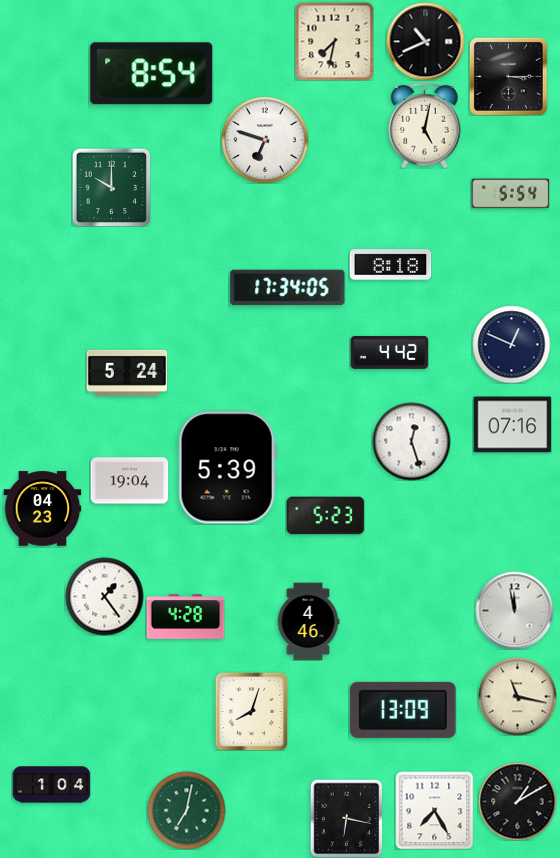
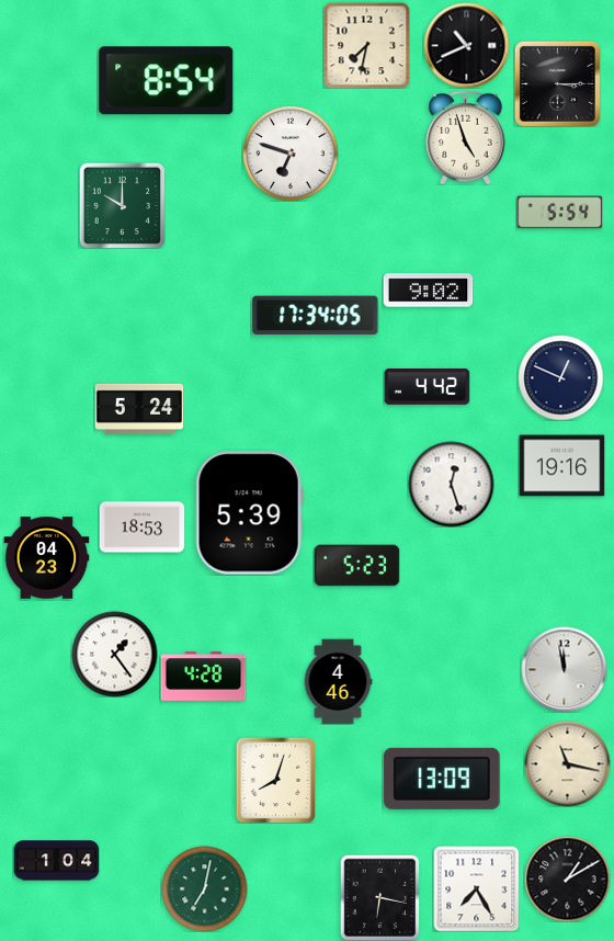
clock at (425, 125): 5:02 -> 4:57
clock at (390, 265): 8:18 -> 9:02
clock at (512, 425): 07:16 -> 19:16
clock at (129, 481): 19:04 -> 18:53
